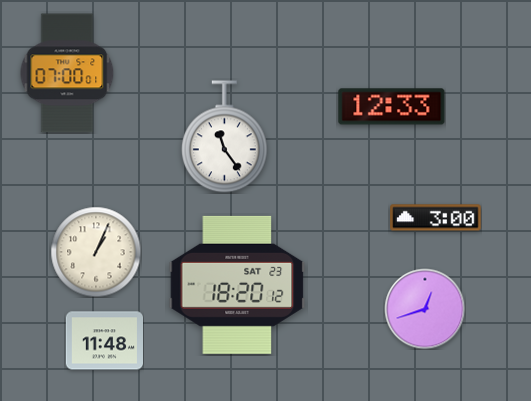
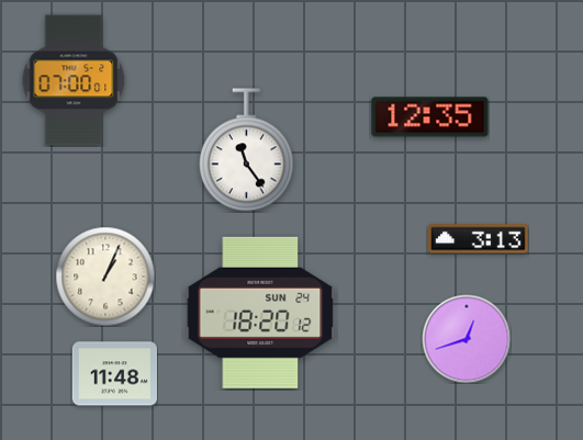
clock at (392, 107): 12:33 -> 12:35
clock at (436, 218): 3:00 -> 3:13
clock at (237, 285) date: SAT 23 -> SUN 24
